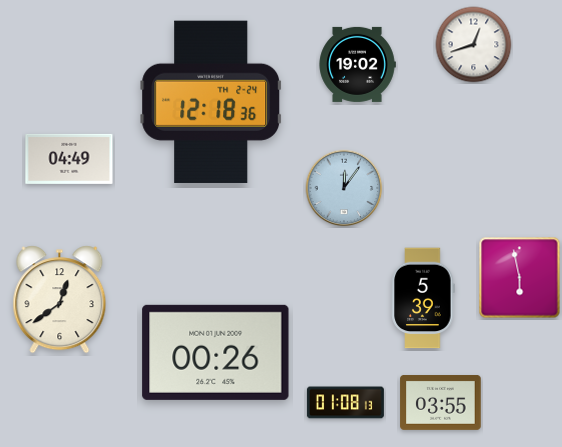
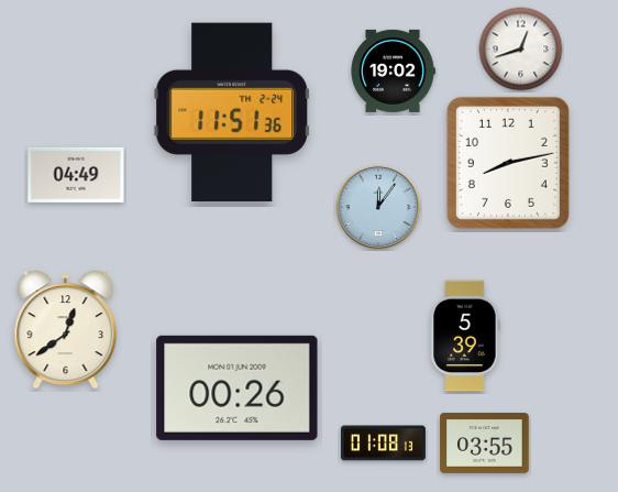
clock at (211, 102): 12:18 -> 11:51
clock at (508, 163): none -> 8:13
clock at (520, 278): 5:58 -> none
clock at (423, 298) position: (423, 298) -> (465, 336)
clock at (345, 403) position: (345, 403) -> (383, 444)
